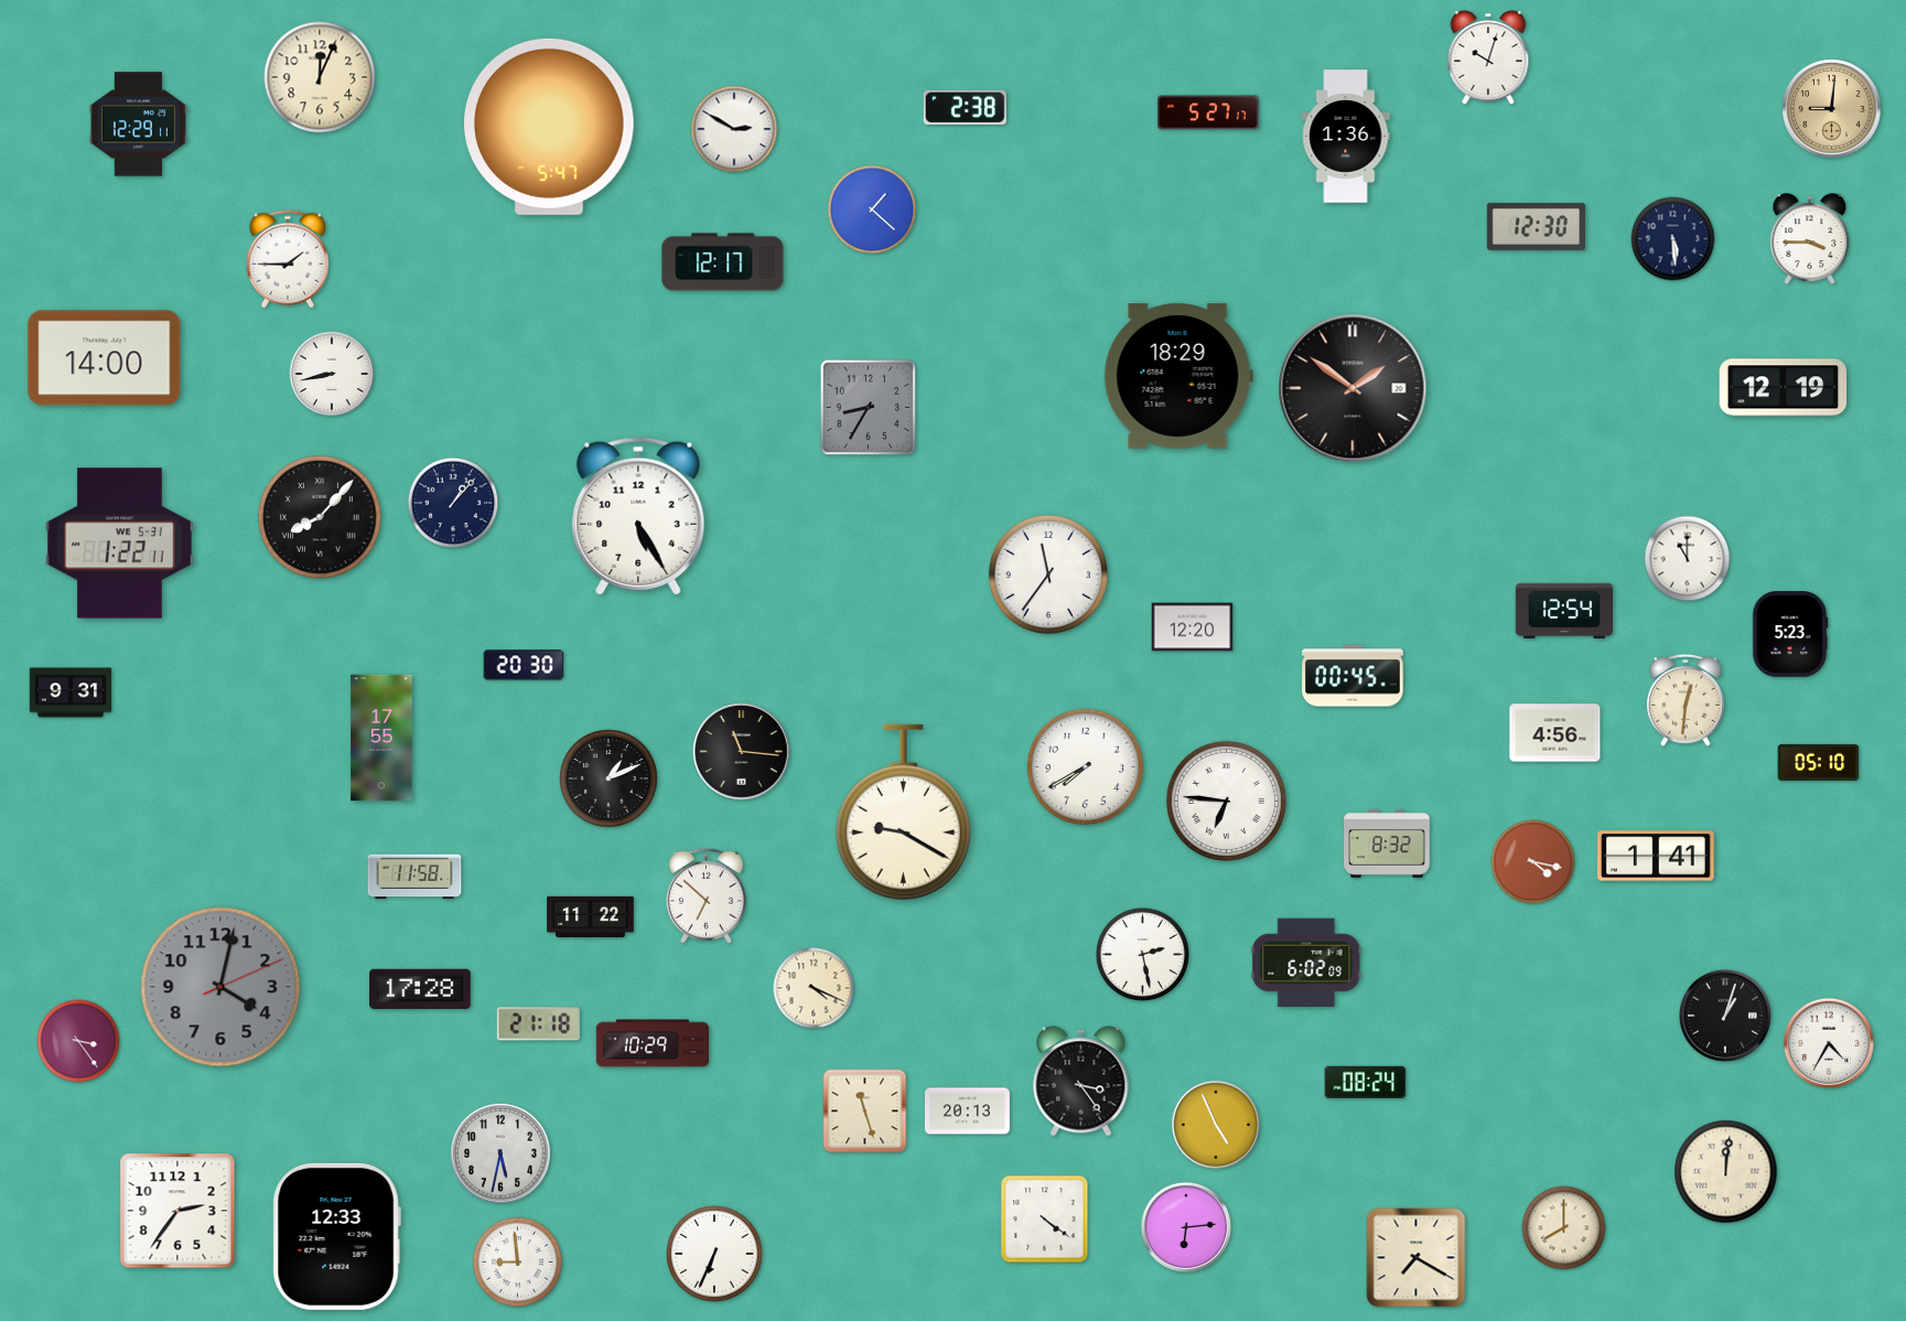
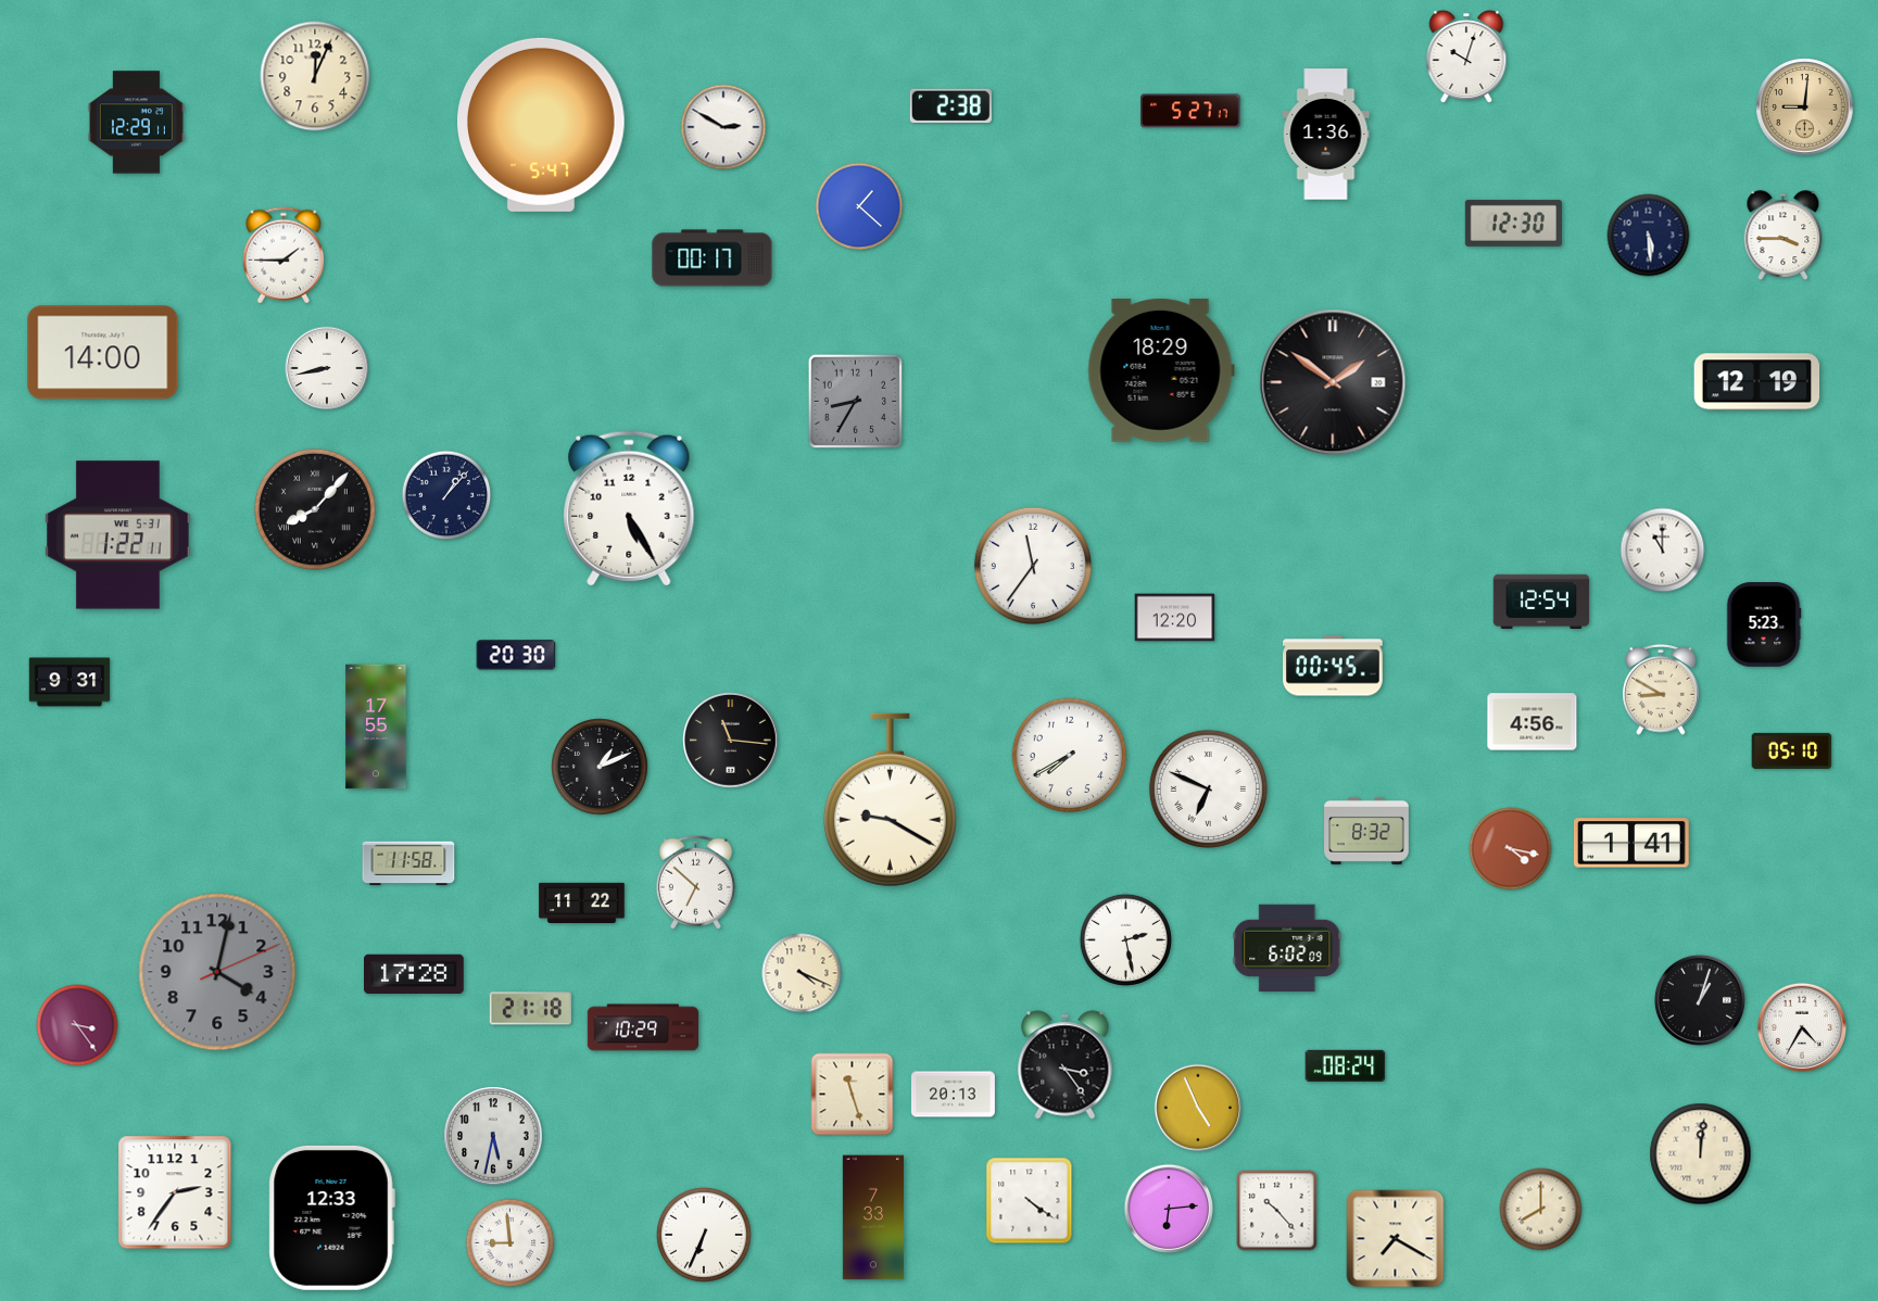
clock at (723, 262): 12:17 -> 00:17
clock at (1687, 700): 12:31 -> 8:50
clock at (1226, 801): 6:46 -> 6:49
clock at (1277, 1211): none -> 10:23
clock at (873, 1217): none -> 7:33
